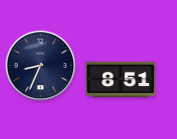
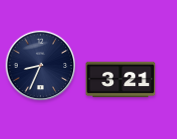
clock at (121, 80): 8:51 -> 3:21
